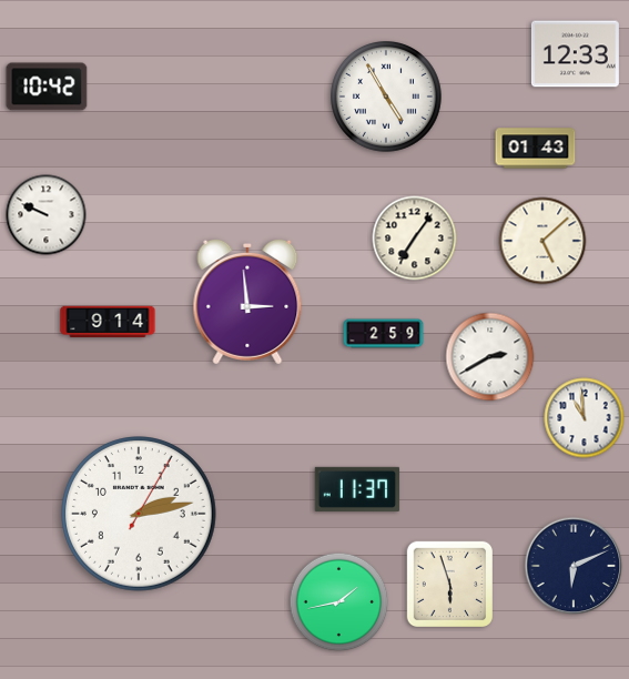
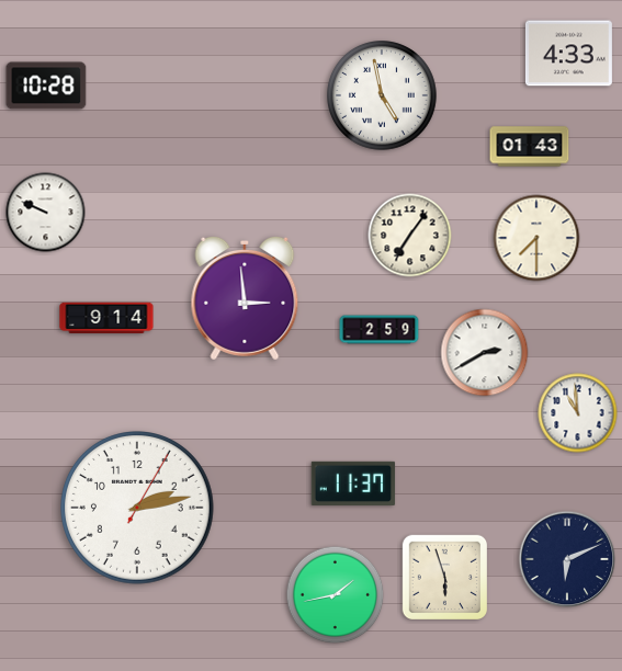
clock at (575, 54): 12:33 -> 4:33
clock at (47, 87): 10:42 -> 10:28
clock at (387, 98): 4:55 -> 4:58
clock at (542, 241): 5:08 -> 7:30
